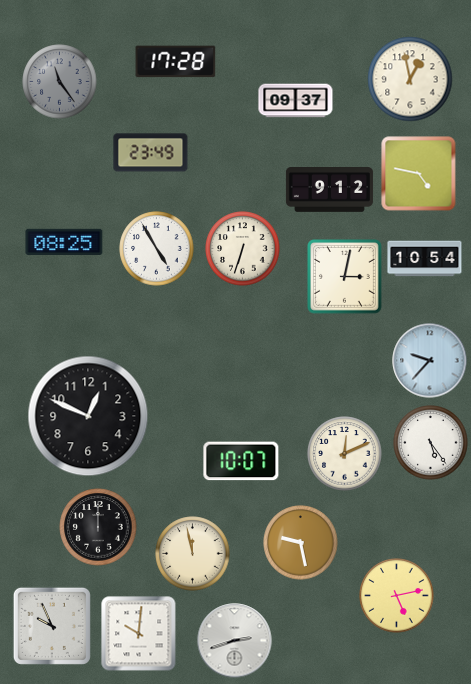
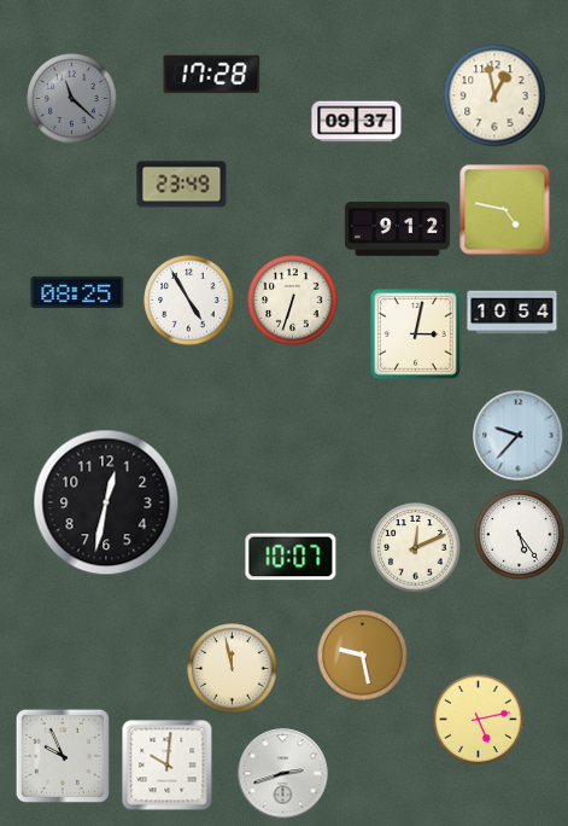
clock at (60, 82): 11:24 -> 11:22
clock at (88, 416): 12:49 -> 12:32
clock at (98, 527): 12:00 -> none
